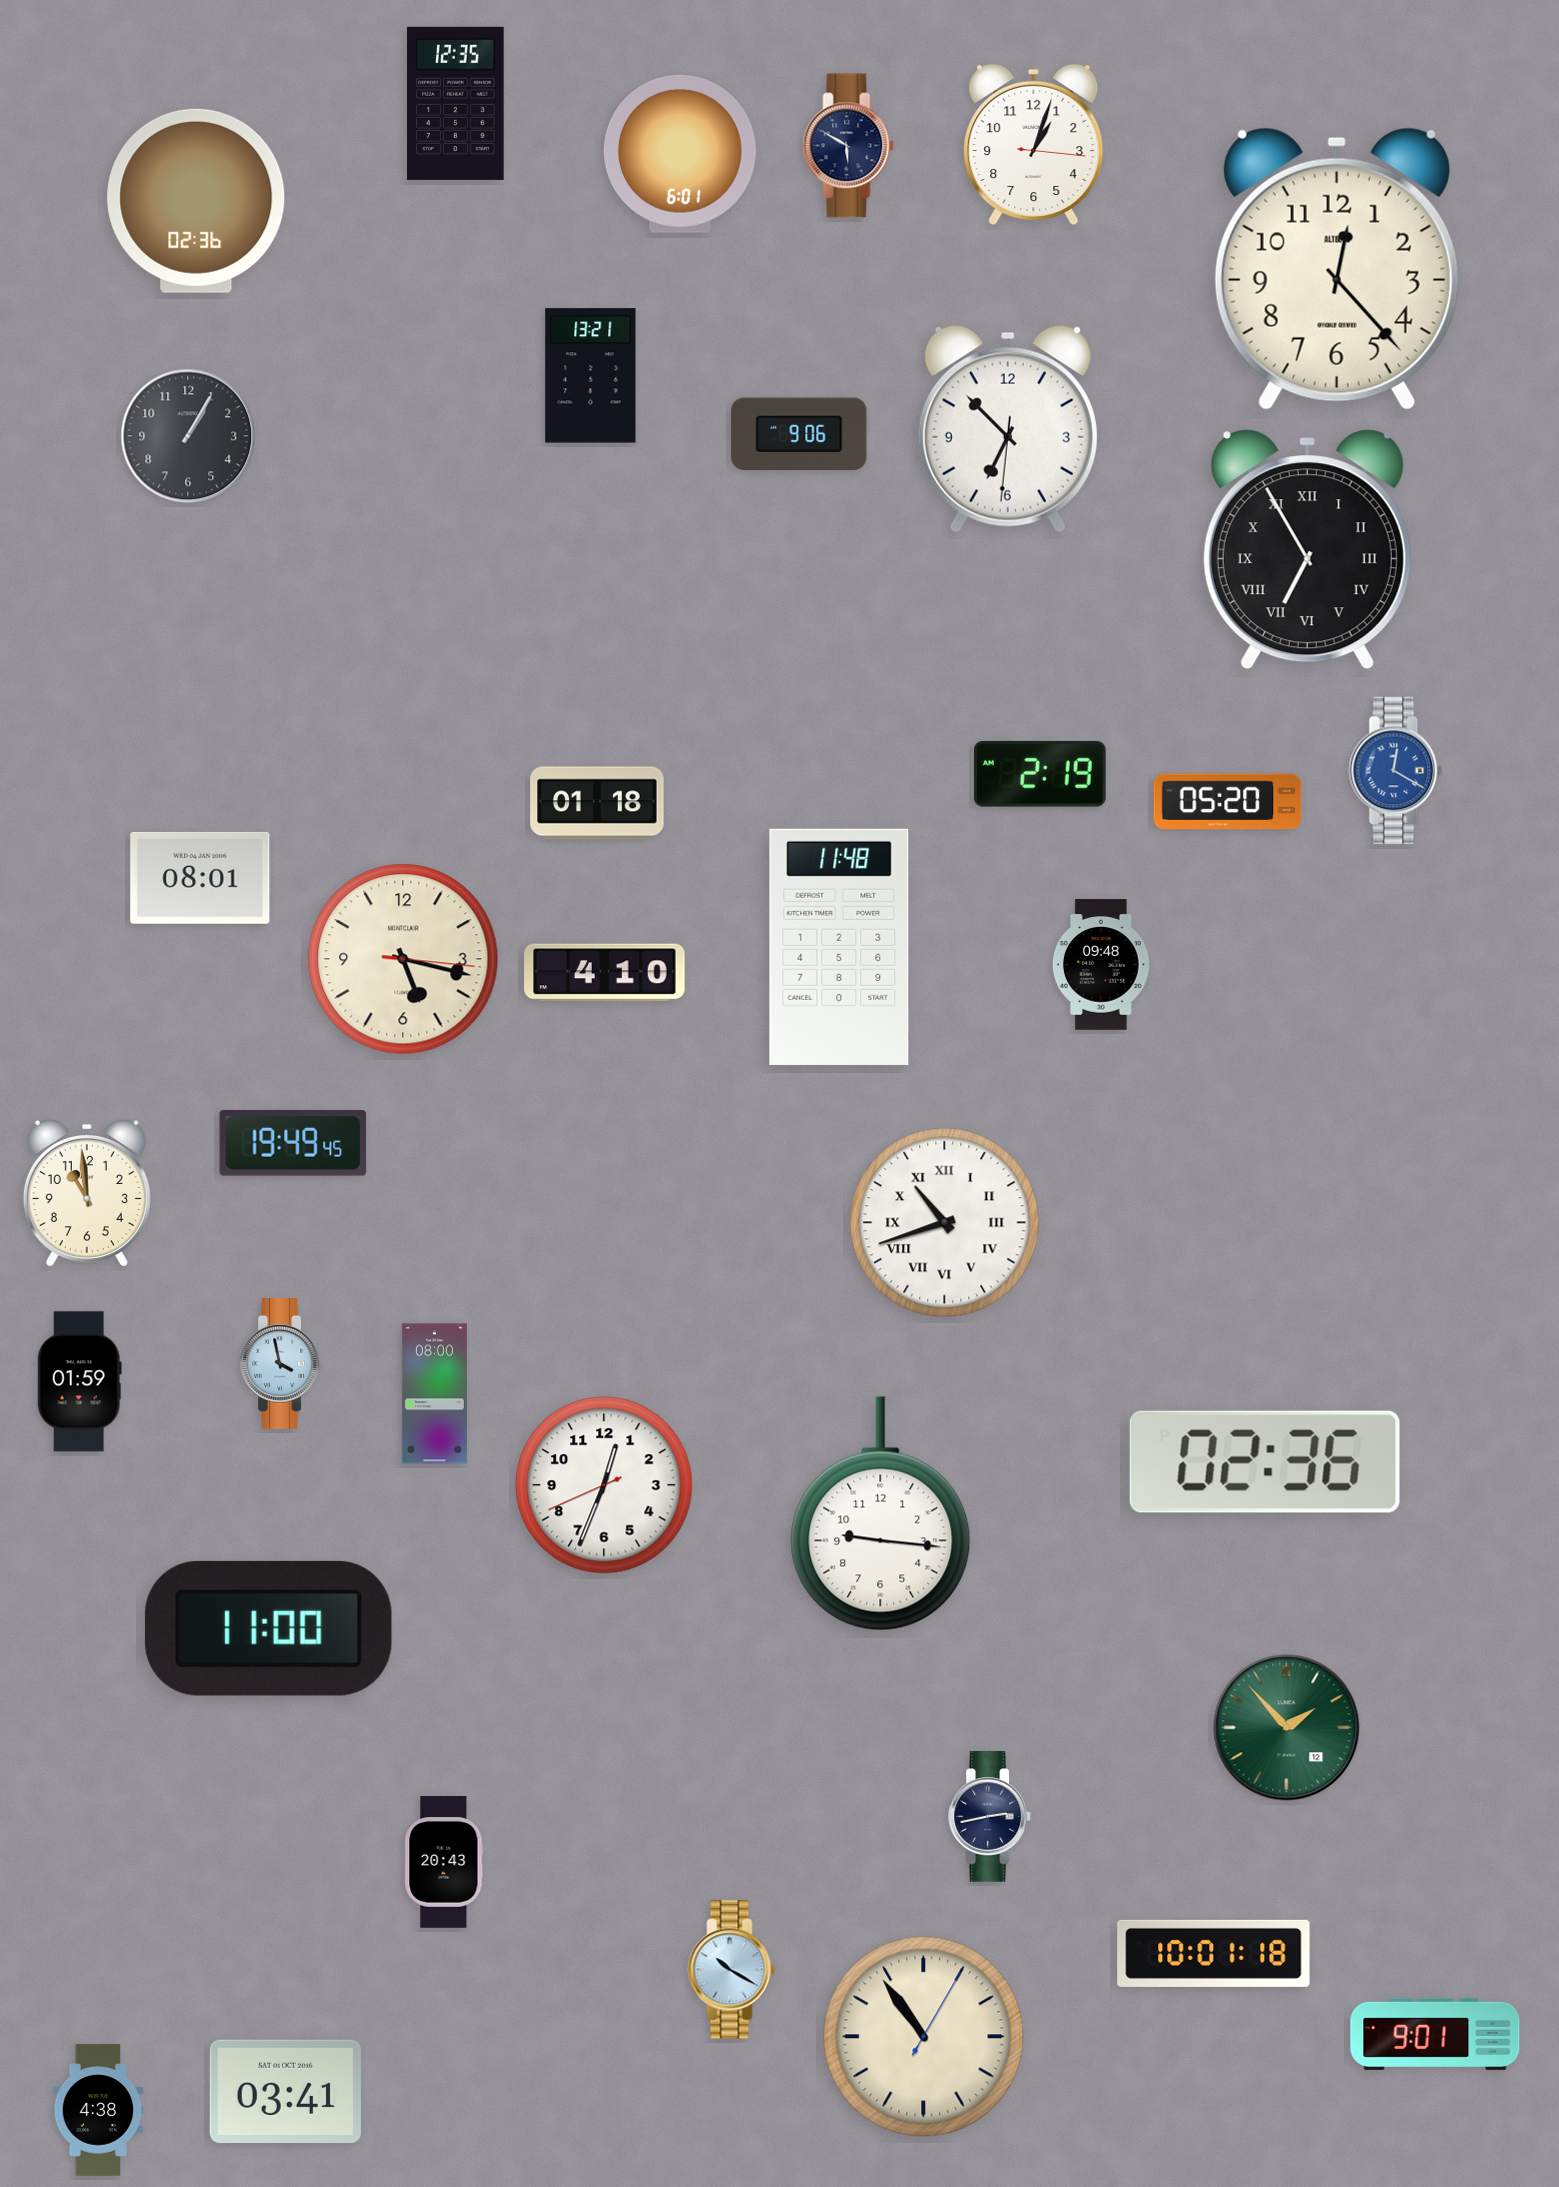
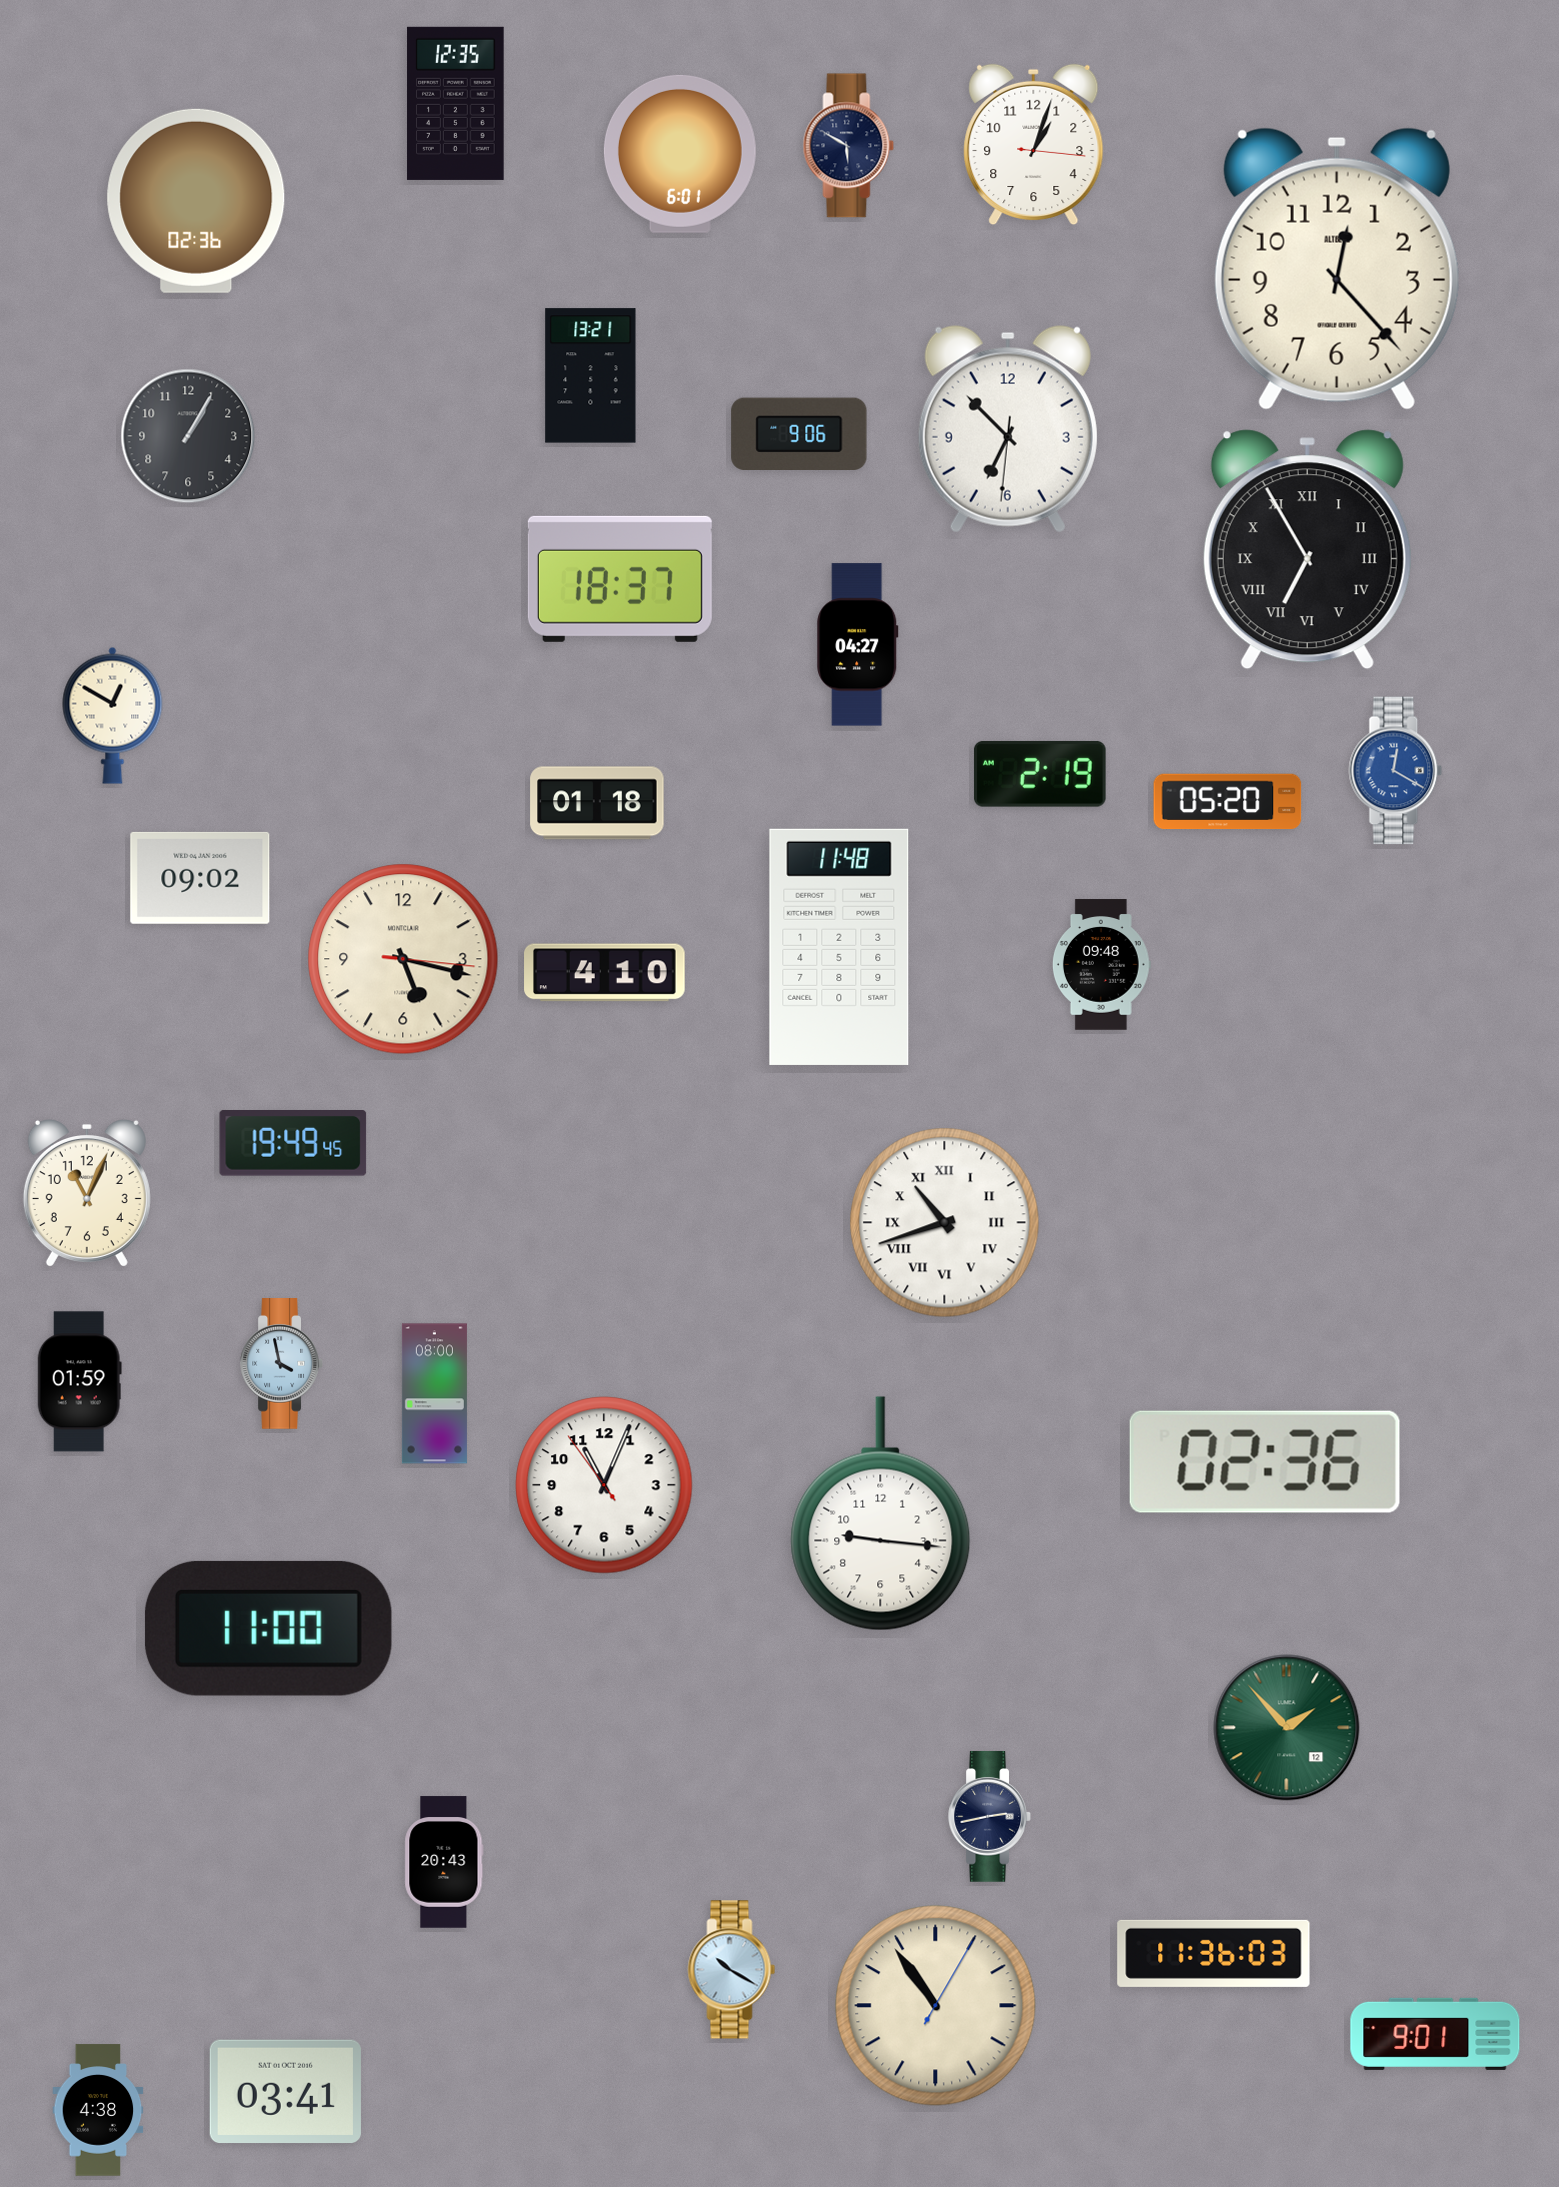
clock at (620, 579): none -> 18:37
clock at (858, 645): none -> 04:27
clock at (113, 715): none -> 12:50
clock at (200, 878): 08:01 -> 09:02
clock at (87, 1194): 10:59 -> 11:04
clock at (604, 1485): 12:33 -> 11:03
clock at (1214, 1953): 10:01 -> 11:36
clock at (924, 2037) position: (924, 2037) -> (936, 2006)
